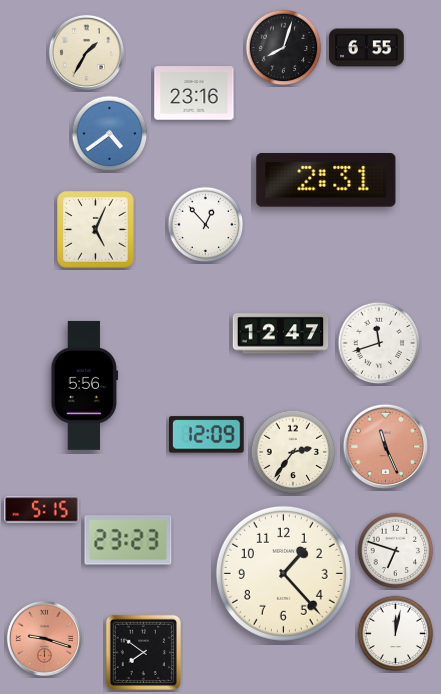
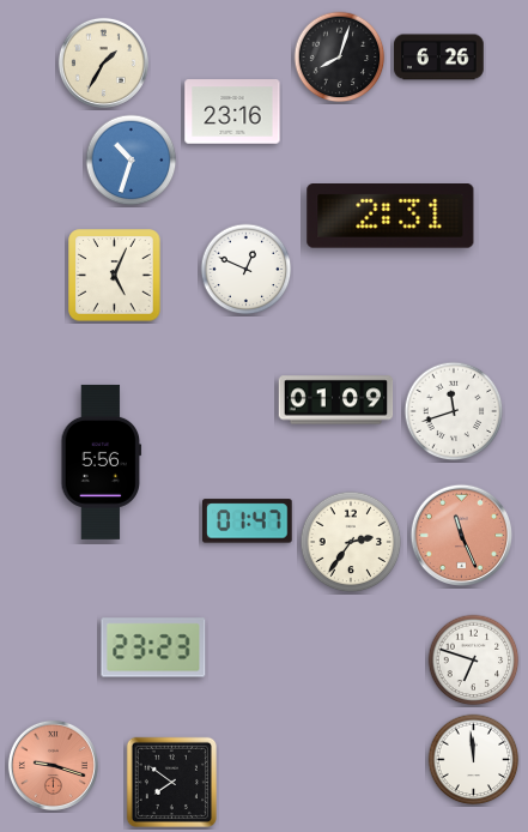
clock at (367, 48): 6:55 -> 6:26
clock at (110, 134): 4:39 -> 10:33
clock at (206, 225): 12:53 -> 12:49
clock at (281, 334): 12:47 -> 01:09
clock at (207, 435): 12:09 -> 01:47
clock at (42, 510): 5:15 -> none
clock at (283, 573): 1:23 -> none
clock at (396, 634): 12:02 -> 11:59
